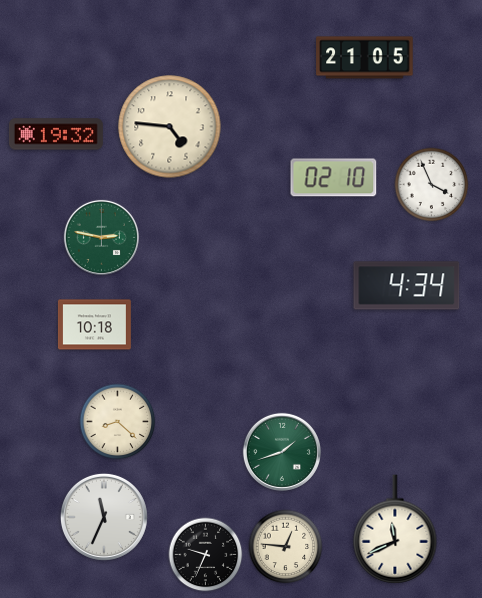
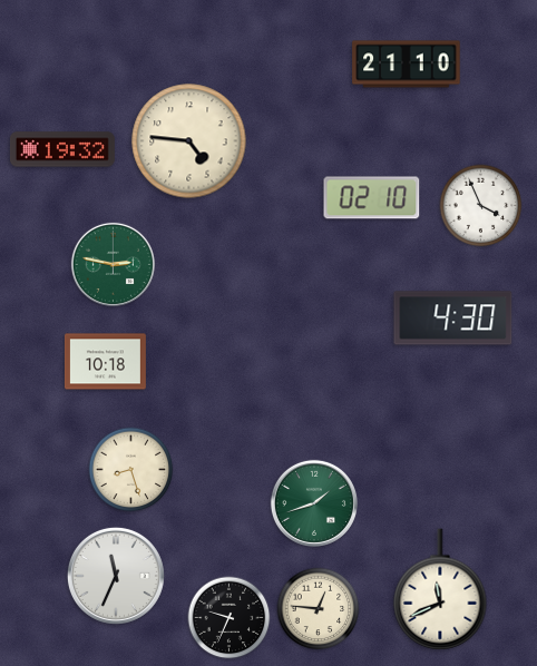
clock at (365, 58): 21:05 -> 21:10
clock at (407, 286): 4:34 -> 4:30
clock at (118, 422): 8:22 -> 8:27
